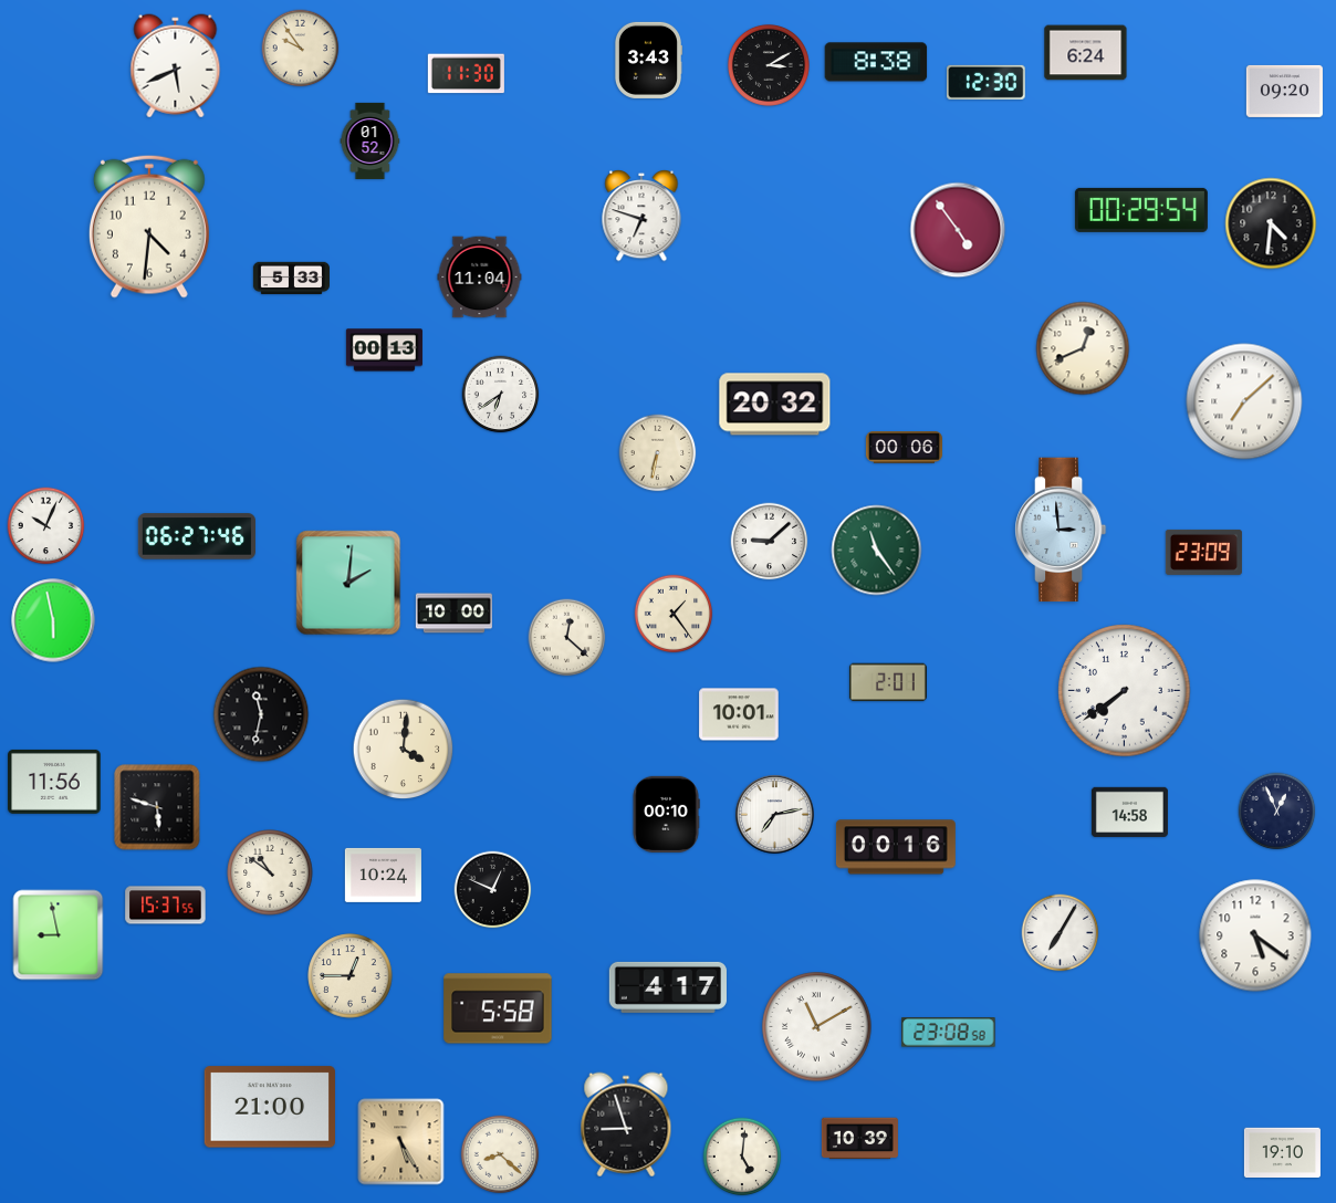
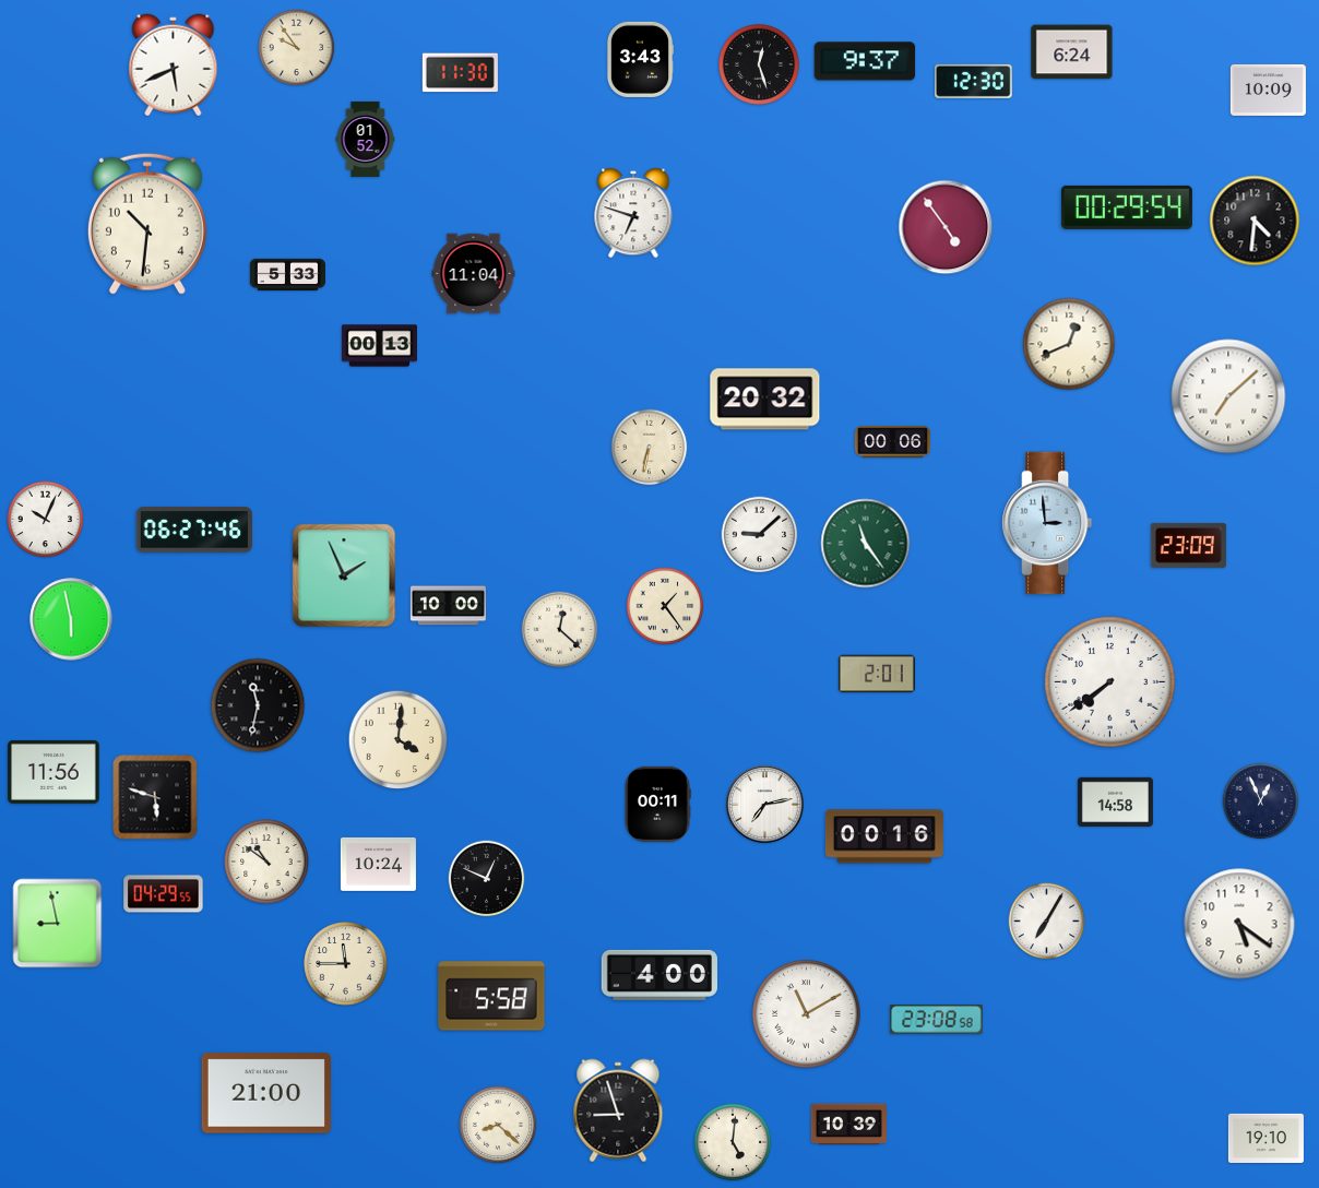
clock at (876, 62): 8:38 -> 9:37
clock at (769, 65): 3:10 -> 12:27
clock at (1284, 91): 09:20 -> 10:09
clock at (149, 227): 4:31 -> 10:31
clock at (501, 395): 6:39 -> none
clock at (348, 583): 2:01 -> 1:56
clock at (53, 620) position: (53, 620) -> (71, 619)
clock at (739, 714): 10:01 -> none
clock at (666, 814): 00:10 -> 00:11
clock at (166, 906): 15:37 -> 04:29
clock at (351, 976): 12:45 -> 11:45
clock at (668, 987): 4:17 -> 4:00
clock at (401, 1142): 5:25 -> none
clock at (500, 1154) position: (500, 1154) -> (498, 1125)
